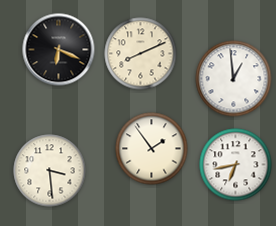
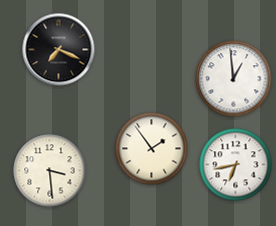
clock at (59, 50): 6:19 -> 7:19
clock at (141, 54): 8:11 -> none
